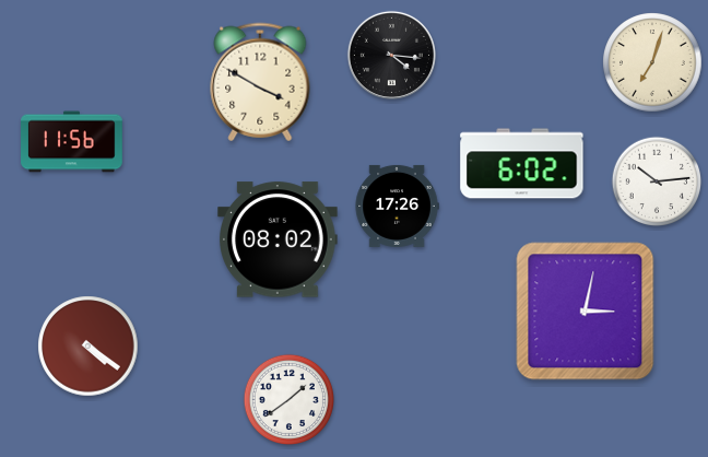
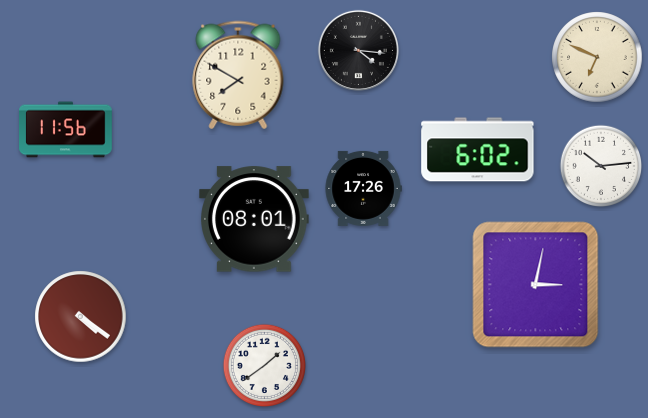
clock at (652, 62): 7:03 -> 6:49
clock at (260, 82): 3:50 -> 7:50
clock at (279, 239): 08:02 -> 08:01
